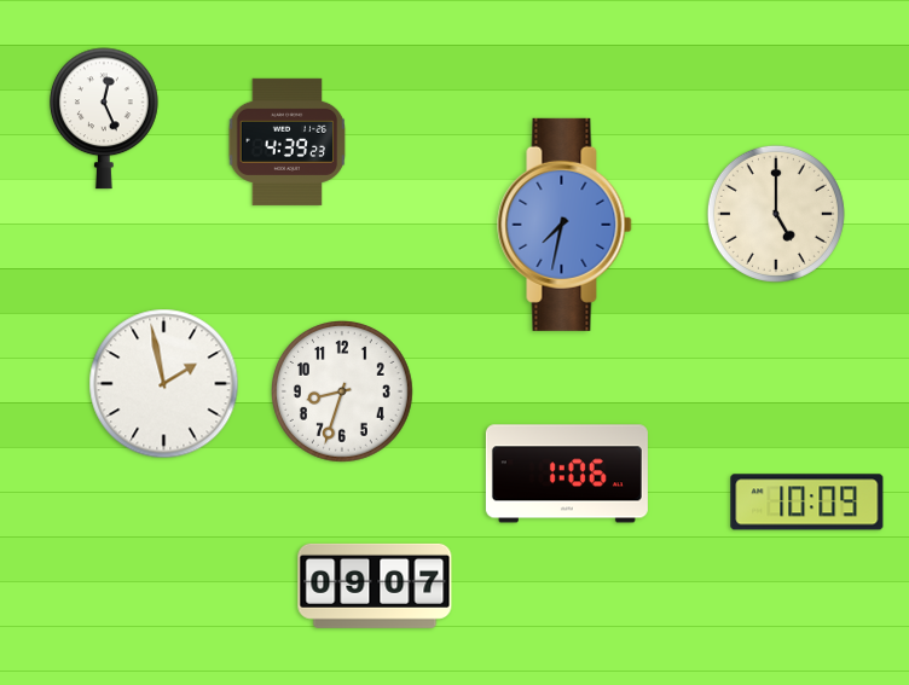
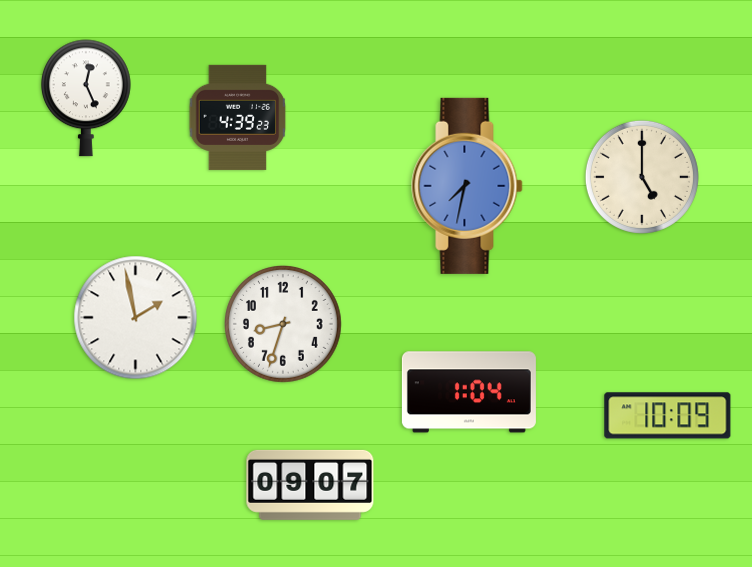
clock at (567, 474): 1:06 -> 1:04
